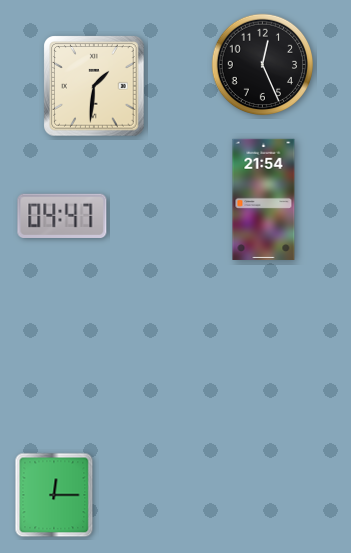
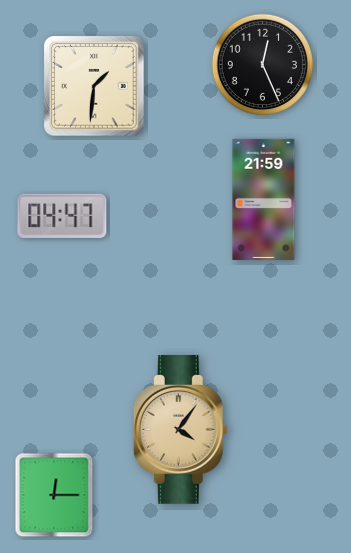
clock at (264, 199): 21:54 -> 21:59
clock at (180, 430): none -> 4:06
